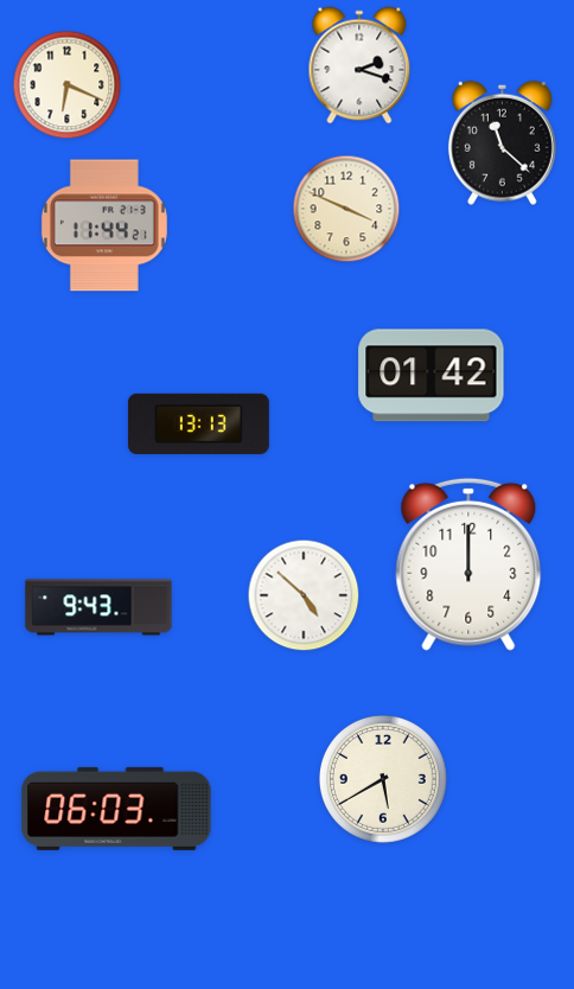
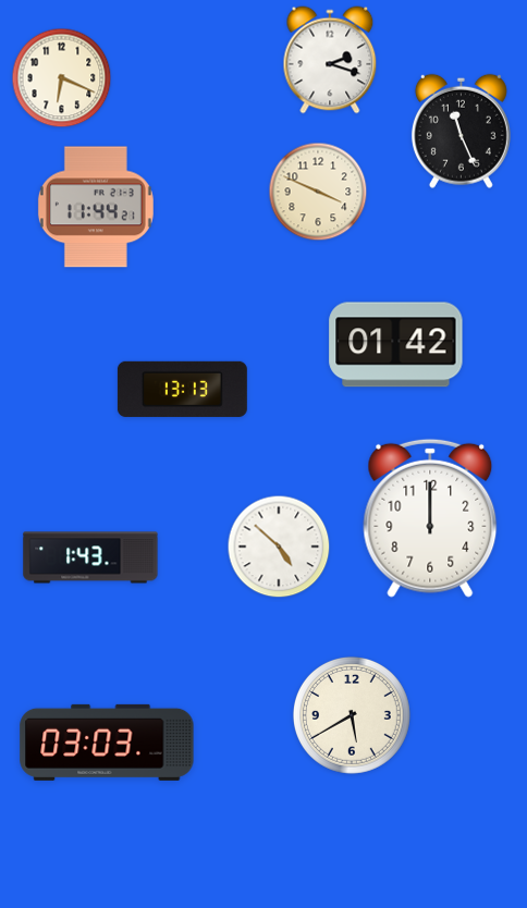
clock at (502, 142): 11:22 -> 11:26
clock at (98, 607): 9:43 -> 1:43
clock at (116, 809): 06:03 -> 03:03
